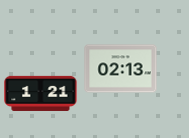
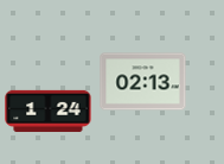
clock at (41, 93): 1:21 -> 1:24
